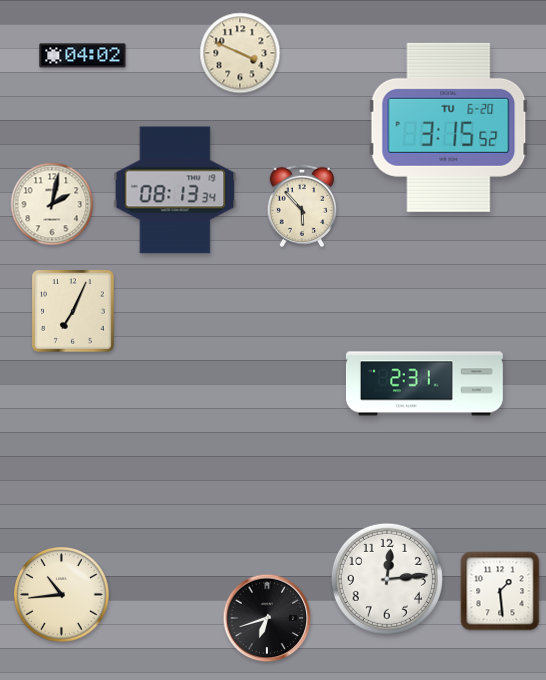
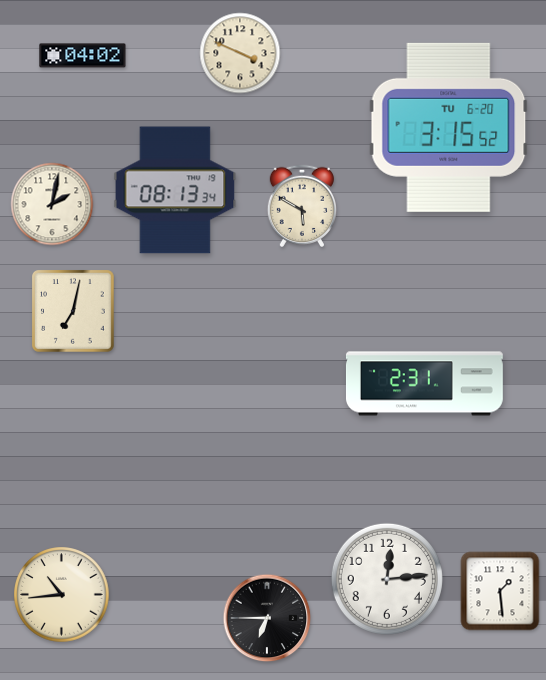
clock at (301, 206): 5:53 -> 5:50
clock at (74, 312): 7:04 -> 7:02
clock at (267, 618): 6:42 -> 6:45
